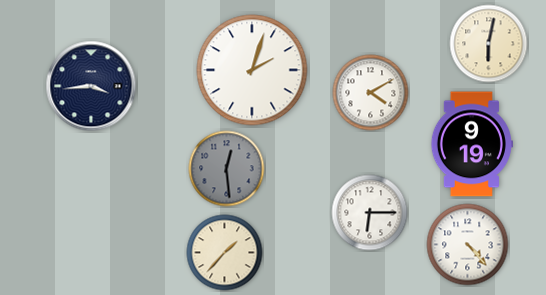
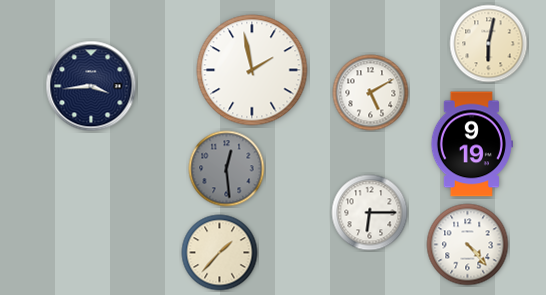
clock at (252, 70): 2:03 -> 1:58
clock at (371, 93): 4:10 -> 5:10
clock at (225, 253) position: (225, 253) -> (220, 253)
